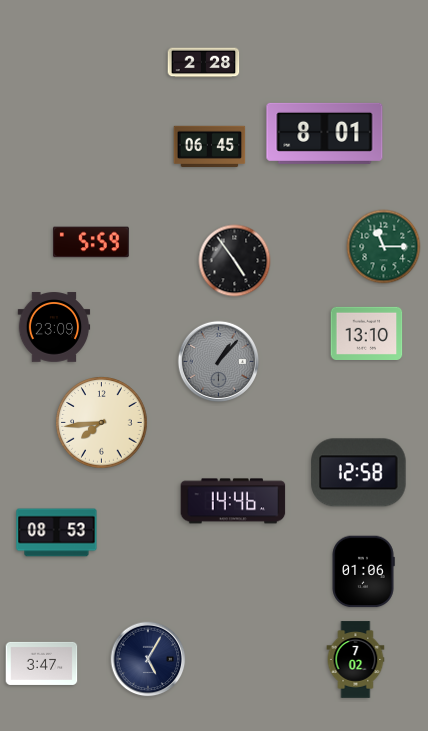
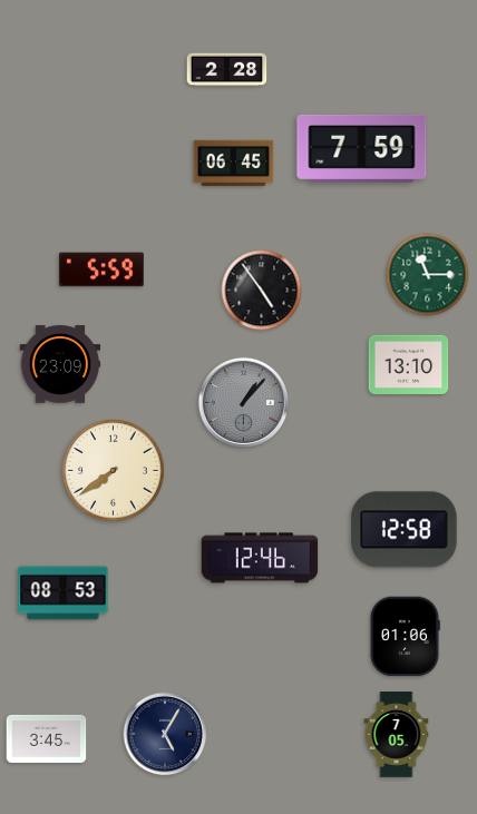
clock at (325, 133): 8:01 -> 7:59
clock at (367, 333) position: (367, 333) -> (409, 364)
clock at (102, 423): 7:44 -> 7:39
clock at (359, 473) position: (359, 473) -> (405, 530)
clock at (233, 501): 14:46 -> 12:46
clock at (356, 660): 7:02 -> 7:05
clock at (42, 663): 3:47 -> 3:45
